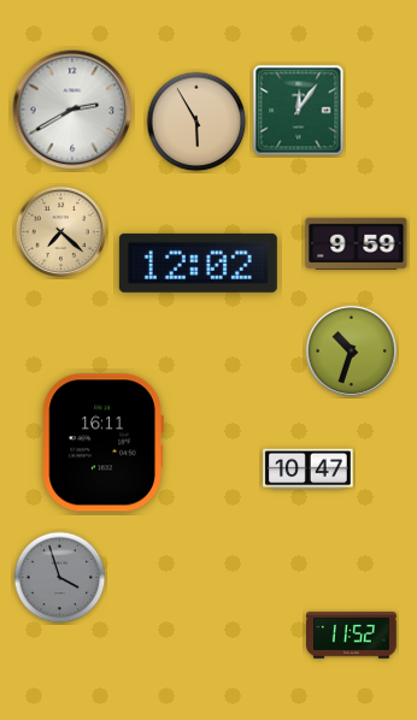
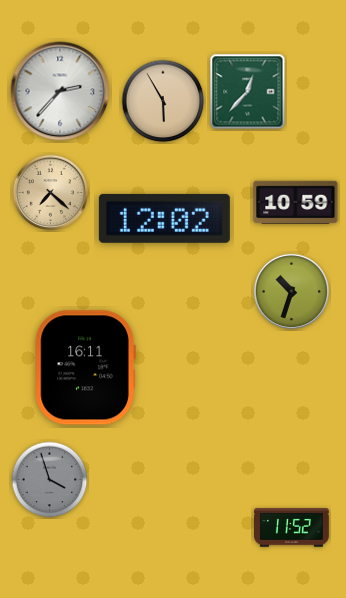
clock at (72, 110): 2:40 -> 2:37
clock at (299, 111): 12:06 -> 12:37
clock at (357, 243): 9:59 -> 10:59
clock at (309, 470): 10:47 -> none
